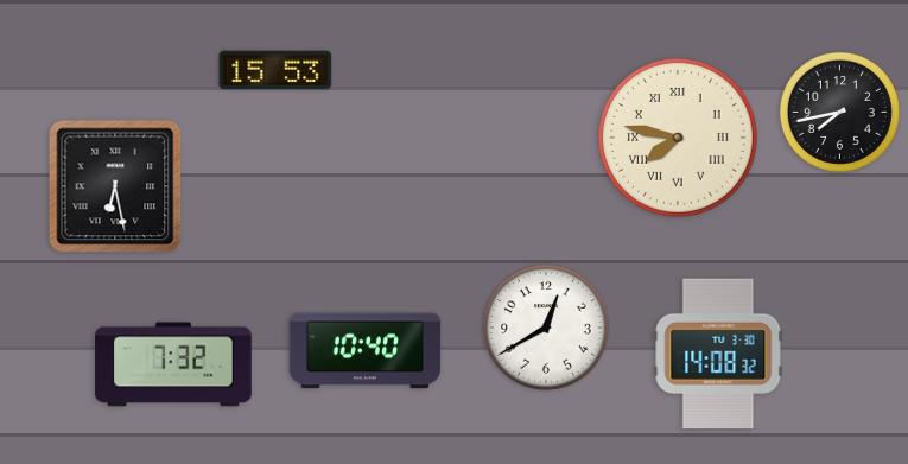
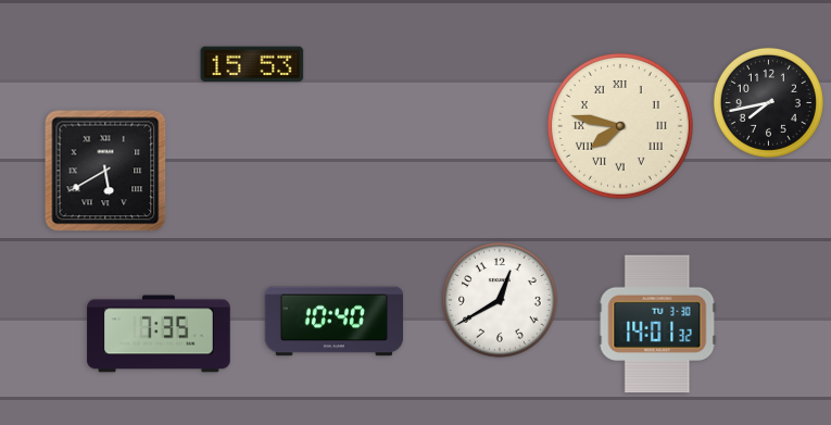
clock at (115, 186): 6:28 -> 5:40
clock at (718, 354): 14:08 -> 14:01
clock at (173, 364): 7:32 -> 7:35
